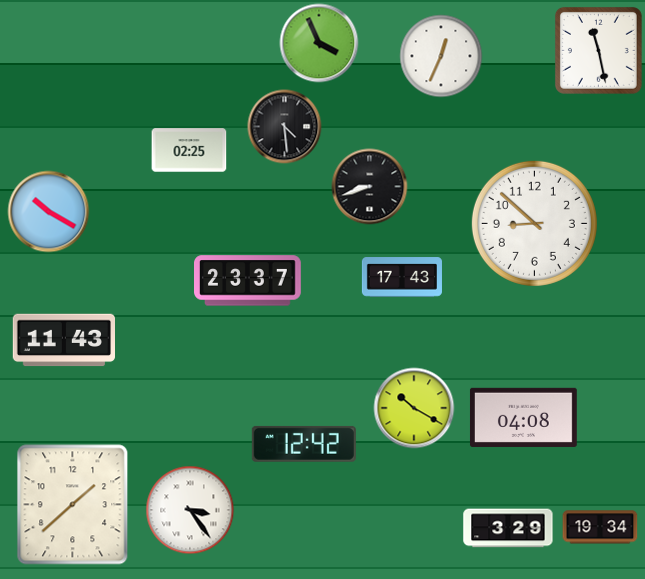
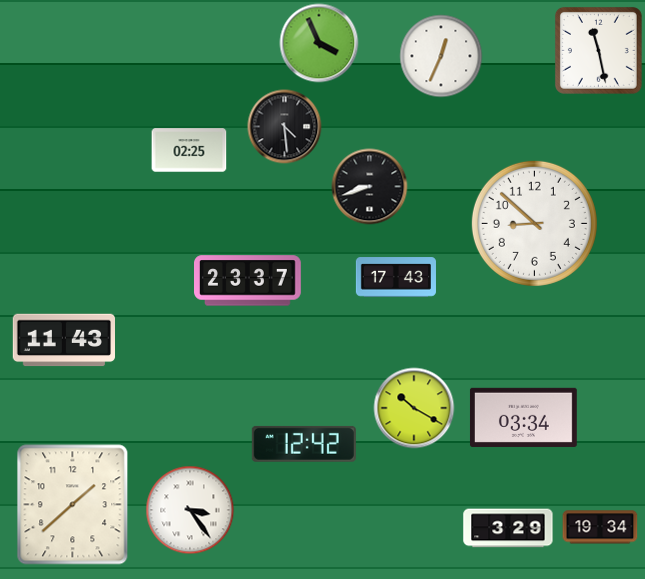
clock at (49, 212): 10:20 -> none
clock at (401, 277) position: (401, 277) -> (395, 277)
clock at (523, 417): 04:08 -> 03:34
